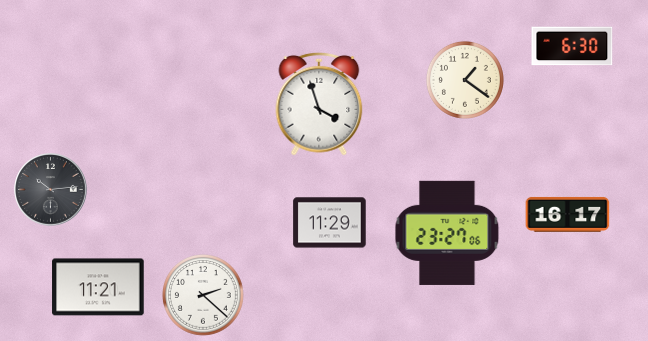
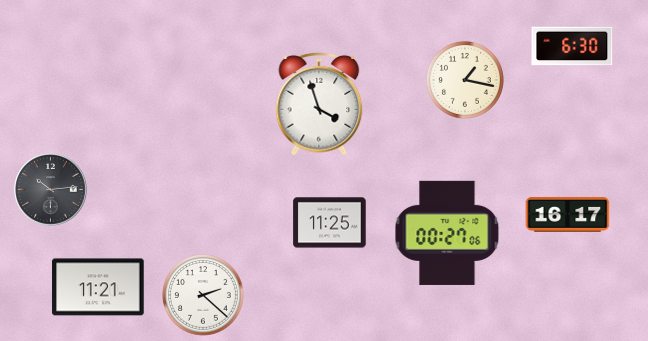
clock at (465, 80): 1:21 -> 1:17
clock at (330, 223): 11:29 -> 11:25
clock at (447, 233): 23:27 -> 00:27
